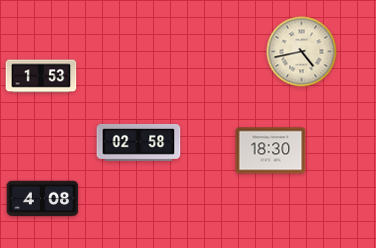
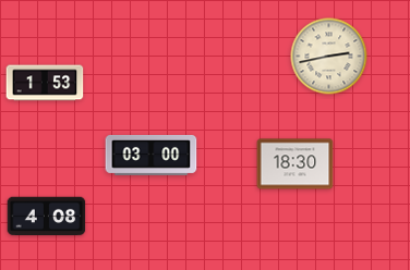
clock at (302, 52): 4:43 -> 2:43
clock at (139, 142): 02:58 -> 03:00
